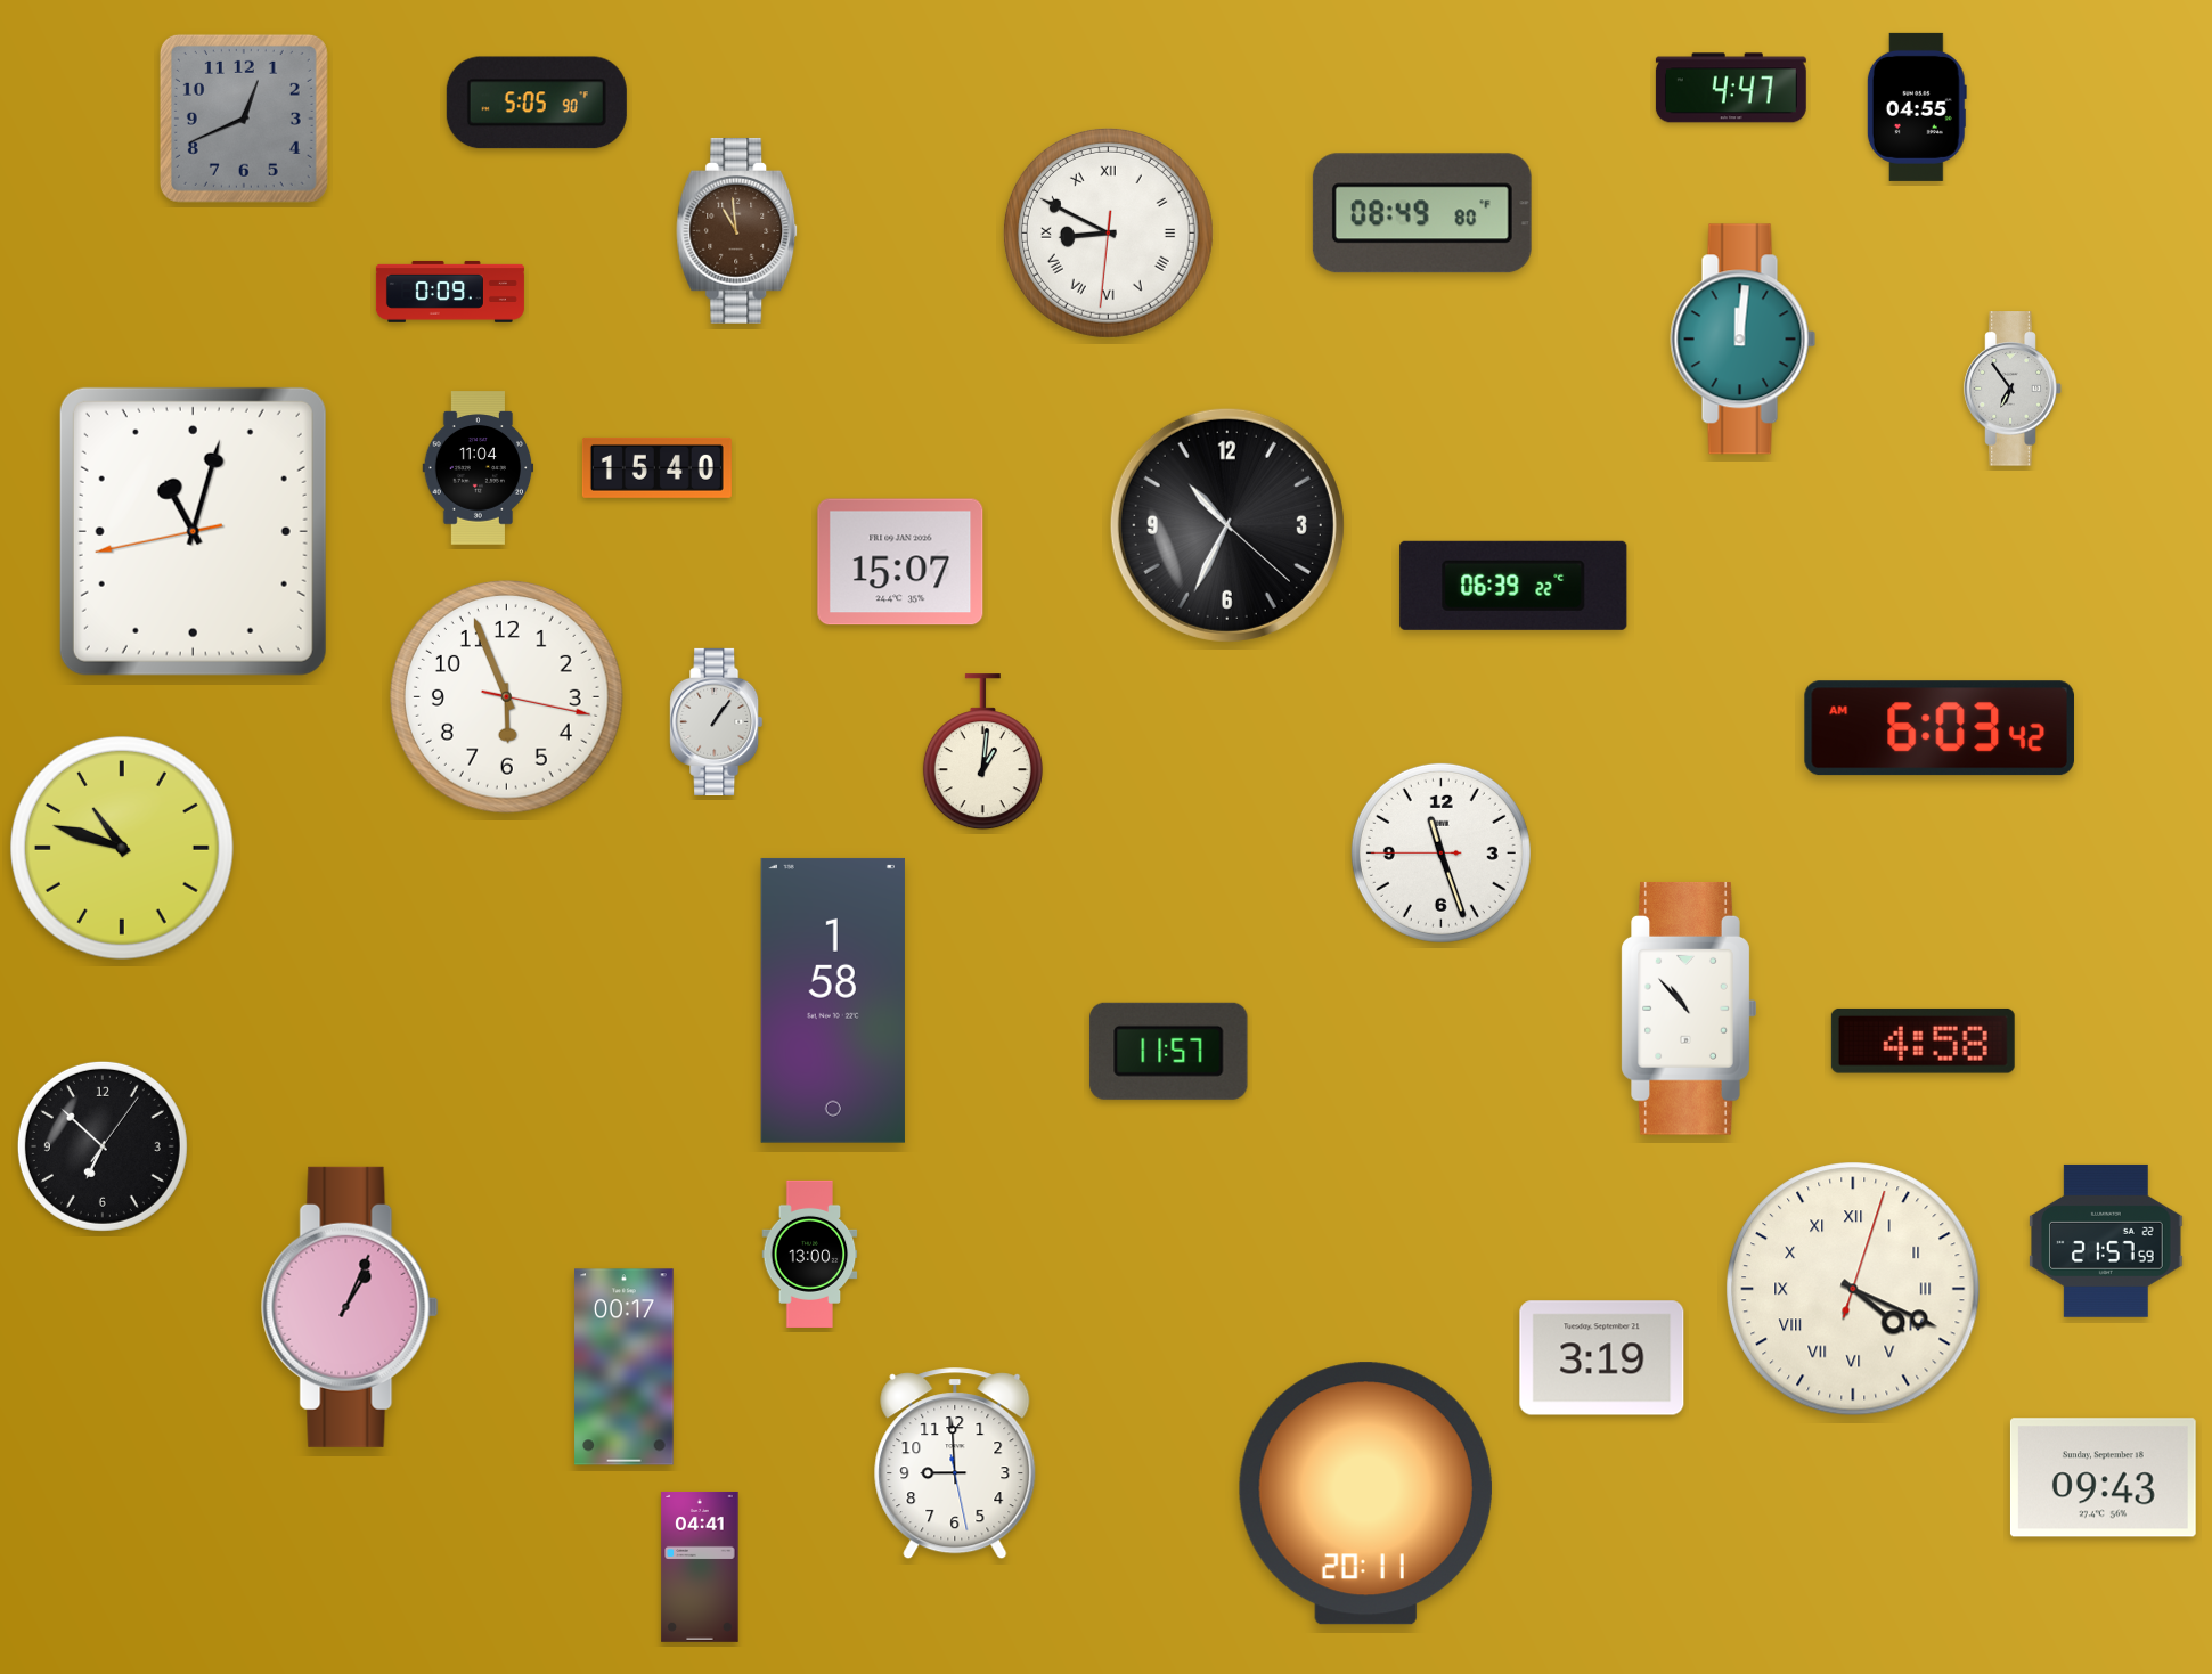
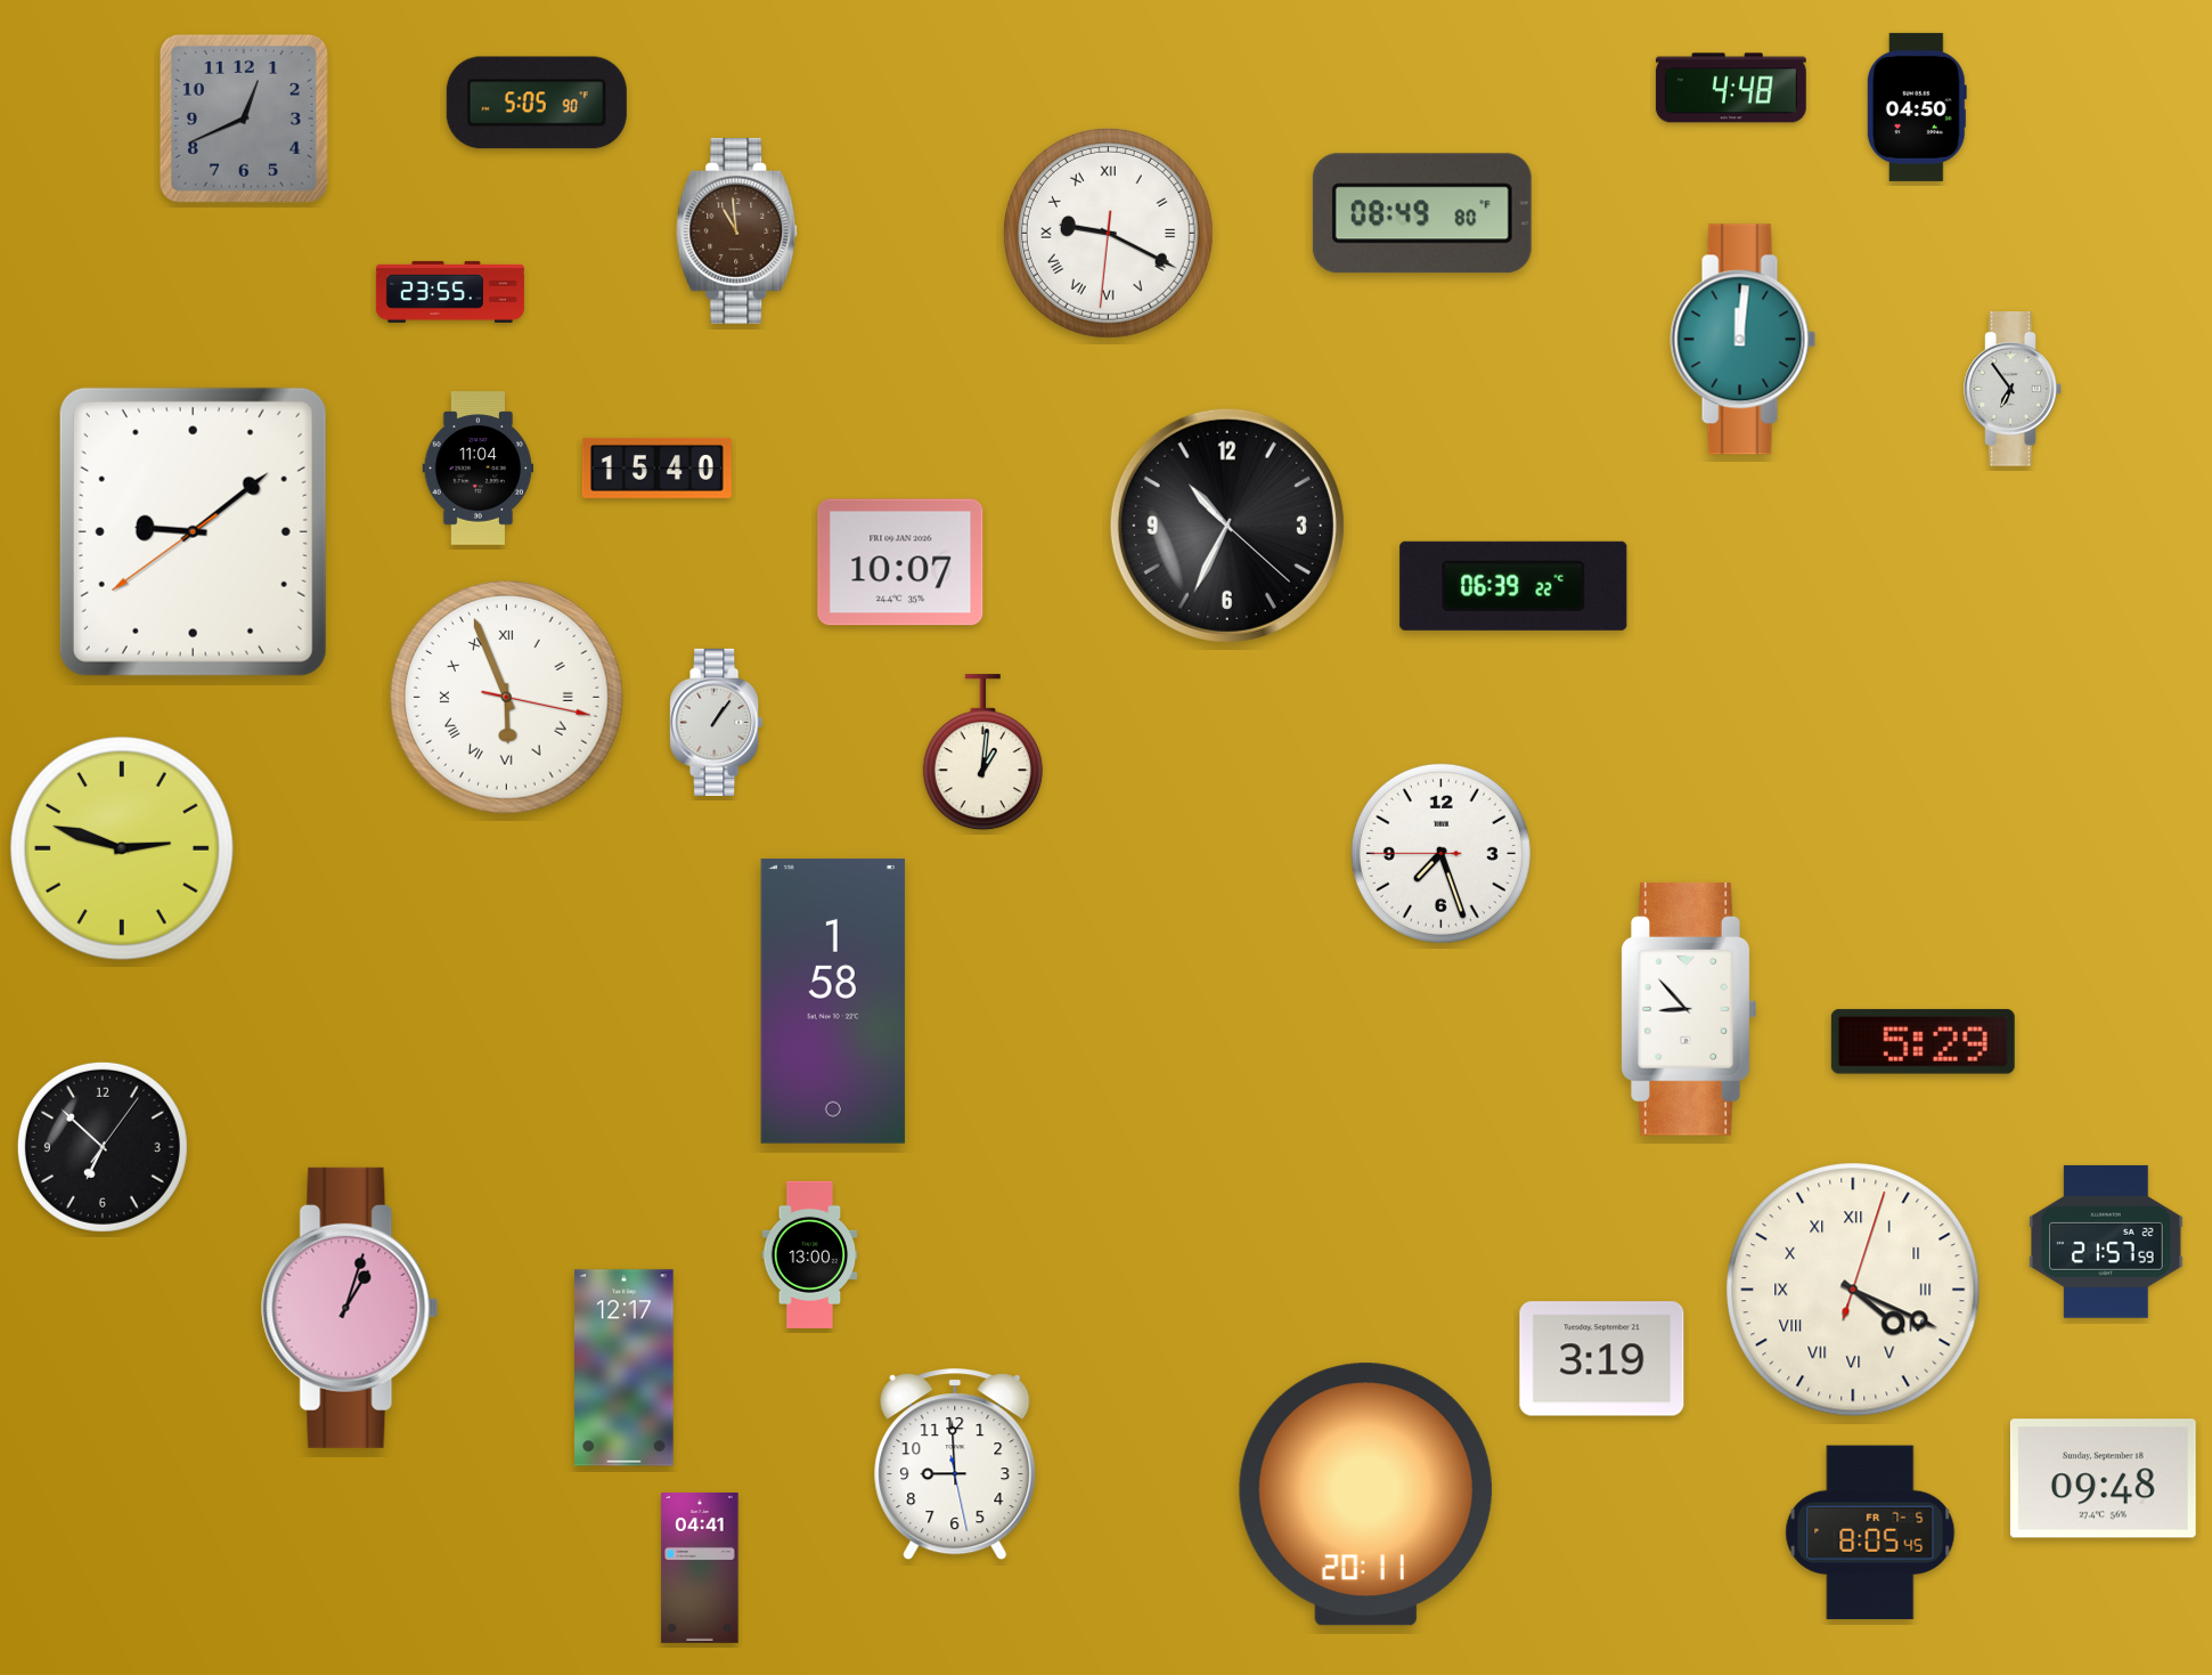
clock at (1731, 88): 4:47 -> 4:48
clock at (1917, 107): 04:55 -> 04:50
clock at (1108, 232): 8:49 -> 9:19
clock at (450, 292): 0:09 -> 23:55
clock at (193, 531): 11:02 -> 9:08
clock at (900, 562): 15:07 -> 10:07
clock at (507, 697) numerals: Arabic -> Roman
clock at (1940, 728): 6:03 -> none
clock at (122, 848): 10:48 -> 2:48
clock at (1440, 852): 11:26 -> 7:26
clock at (1689, 1009): 10:53 -> 8:53
clock at (1923, 1040): 4:58 -> 5:29
clock at (1169, 1051): 11:57 -> none
clock at (350, 1307): 1:04 -> 1:03
clock at (625, 1367): 00:17 -> 12:17
clock at (2103, 1478): 09:43 -> 09:48
clock at (1870, 1532): none -> 8:05
